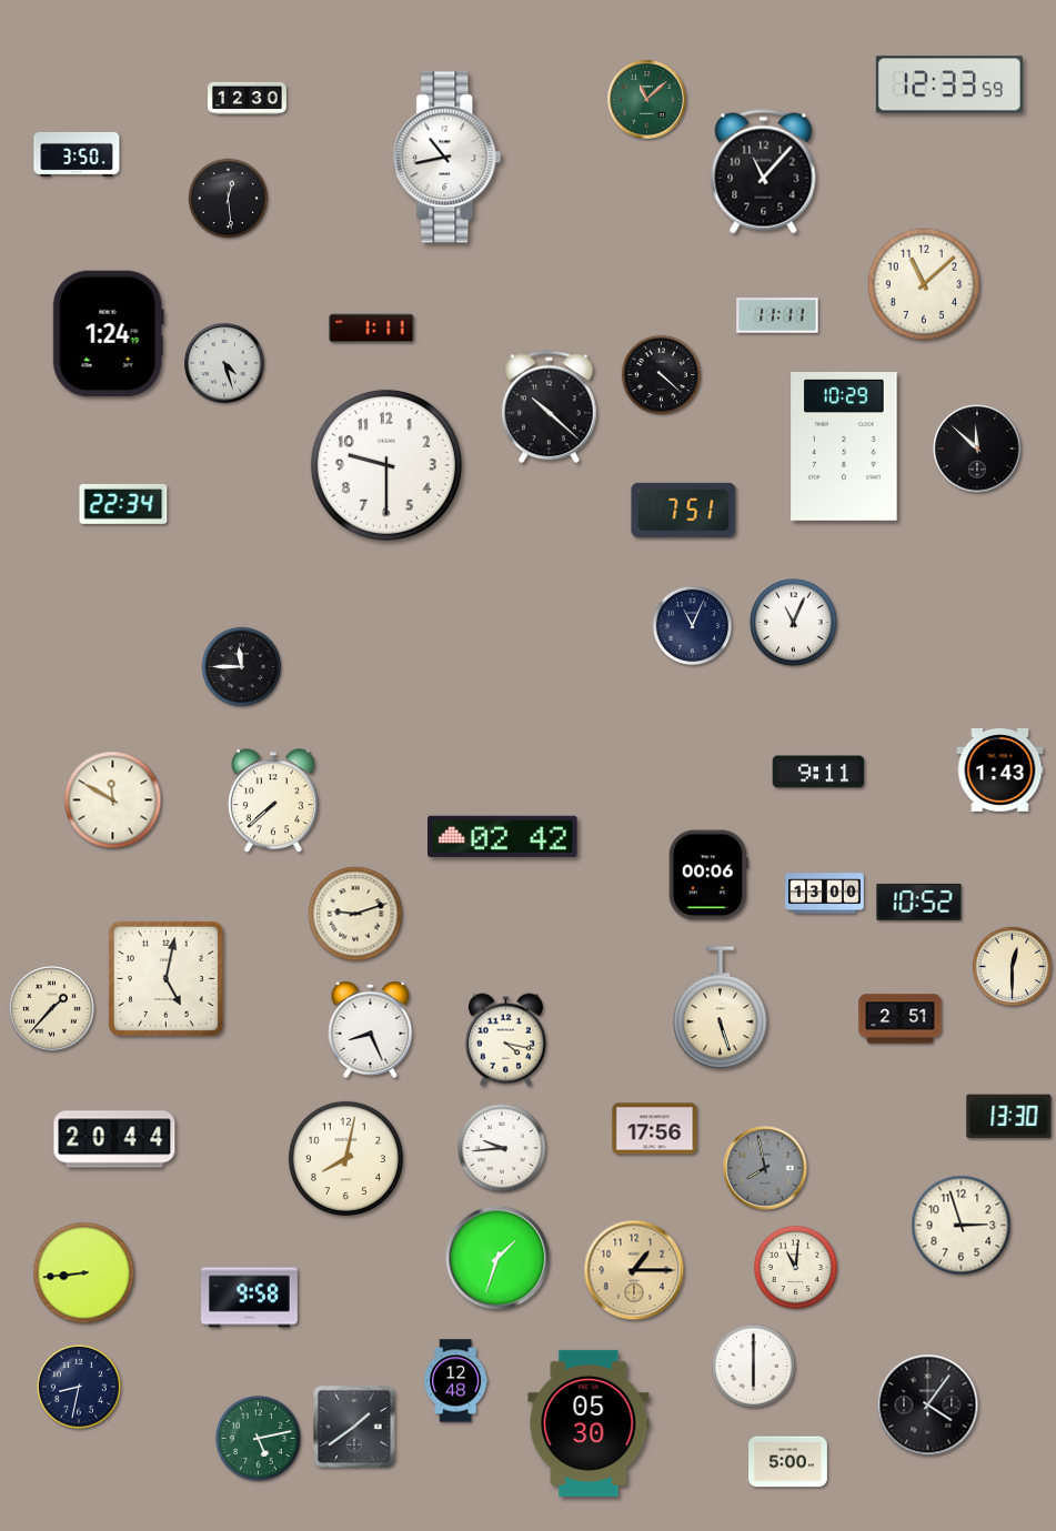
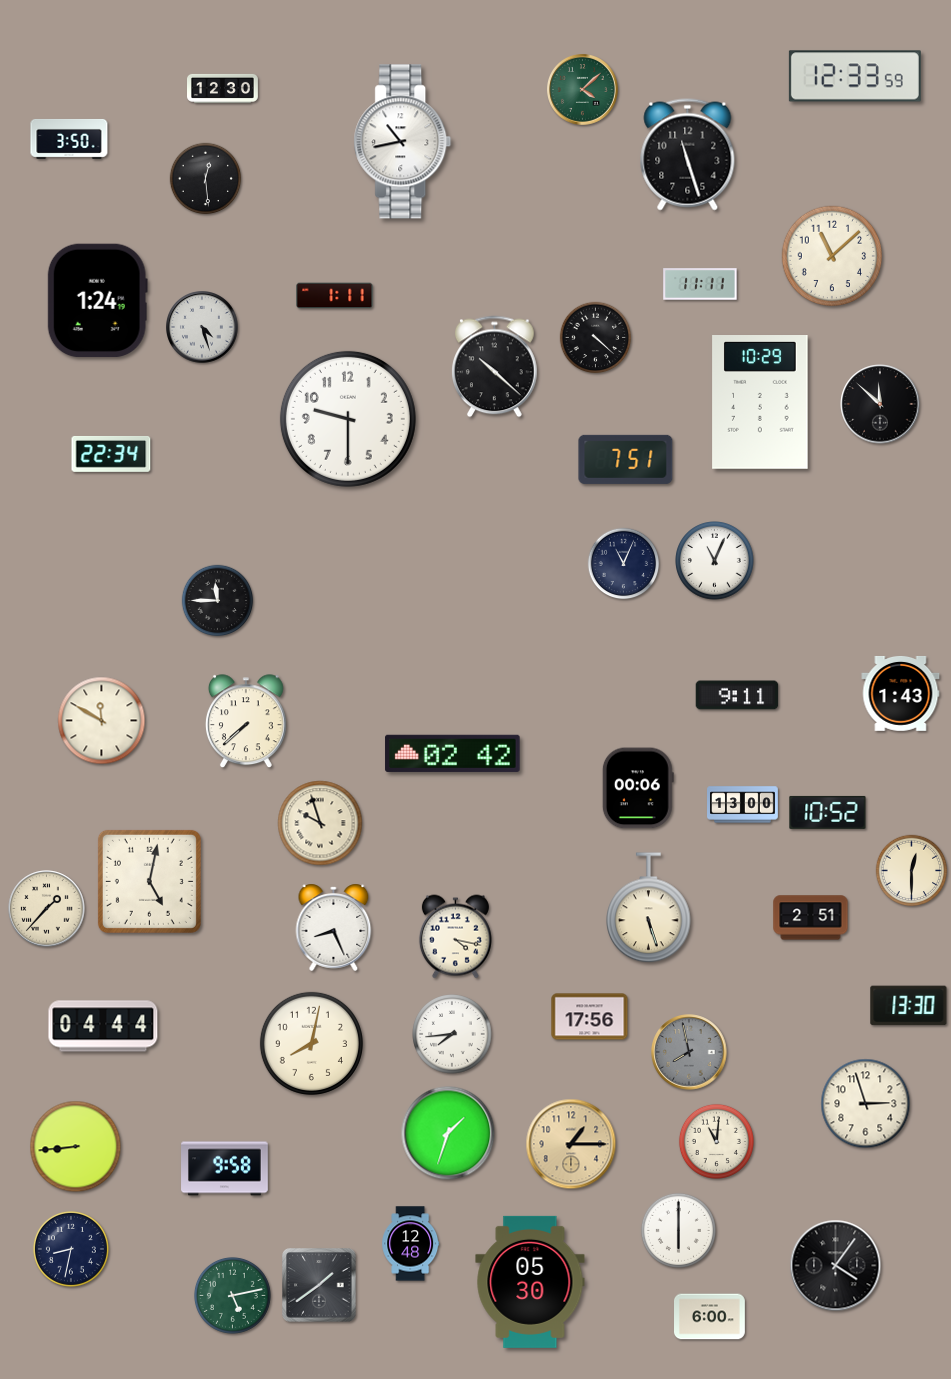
clock at (647, 100): 11:08 -> 4:08
clock at (764, 172): 11:07 -> 11:27
clock at (684, 510) position: (684, 510) -> (626, 459)
clock at (355, 914): 9:12 -> 9:57
clock at (114, 1139): 20:44 -> 04:44
clock at (502, 1148): 9:44 -> 7:44
clock at (788, 1462): 5:00 -> 6:00
